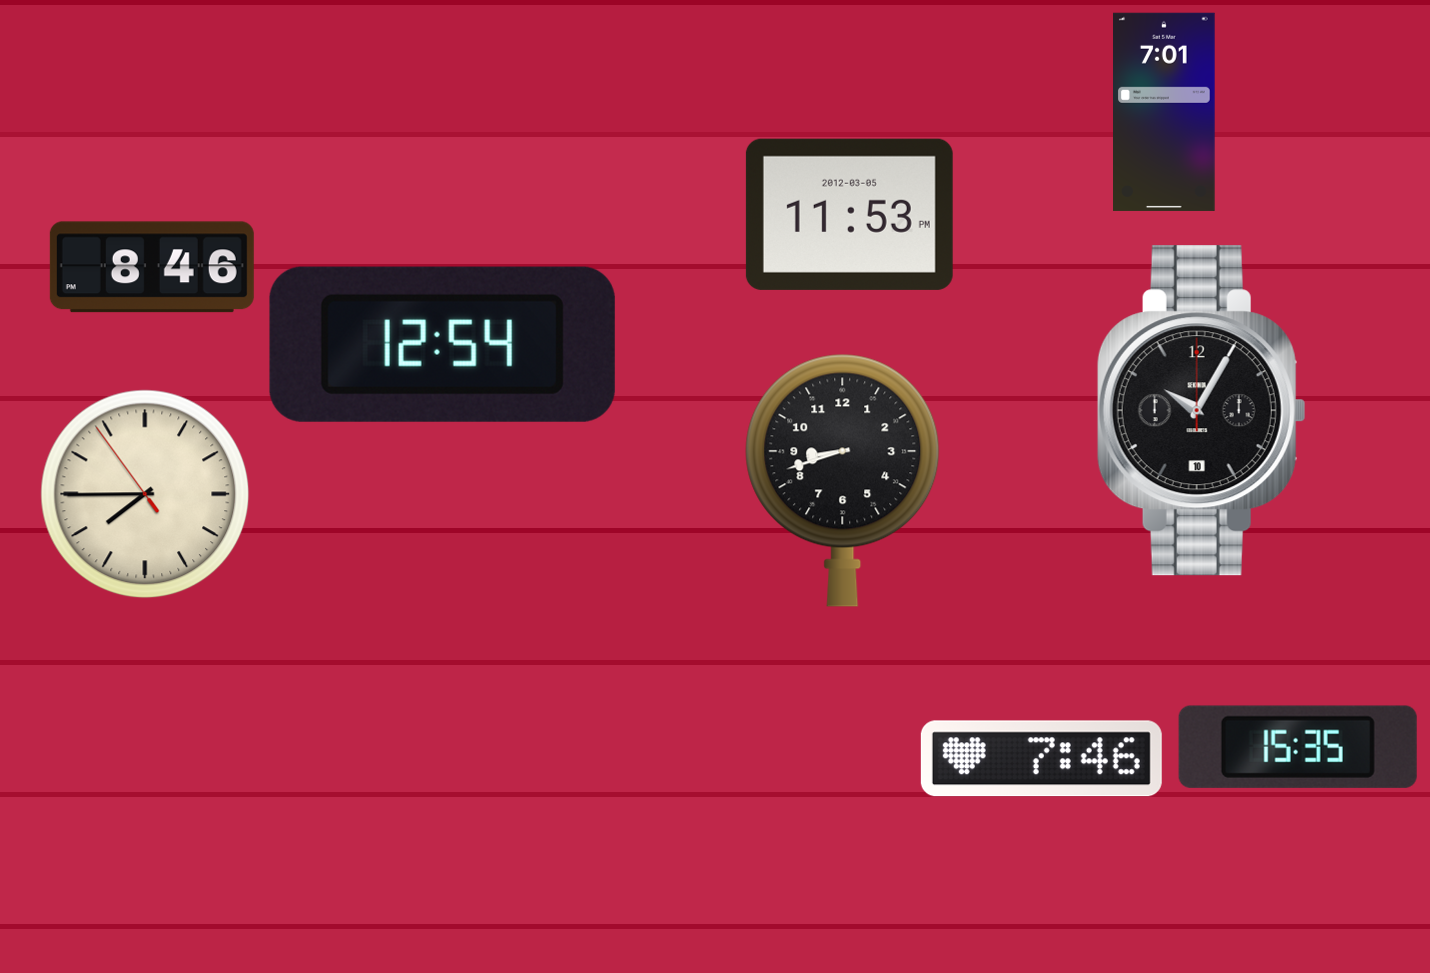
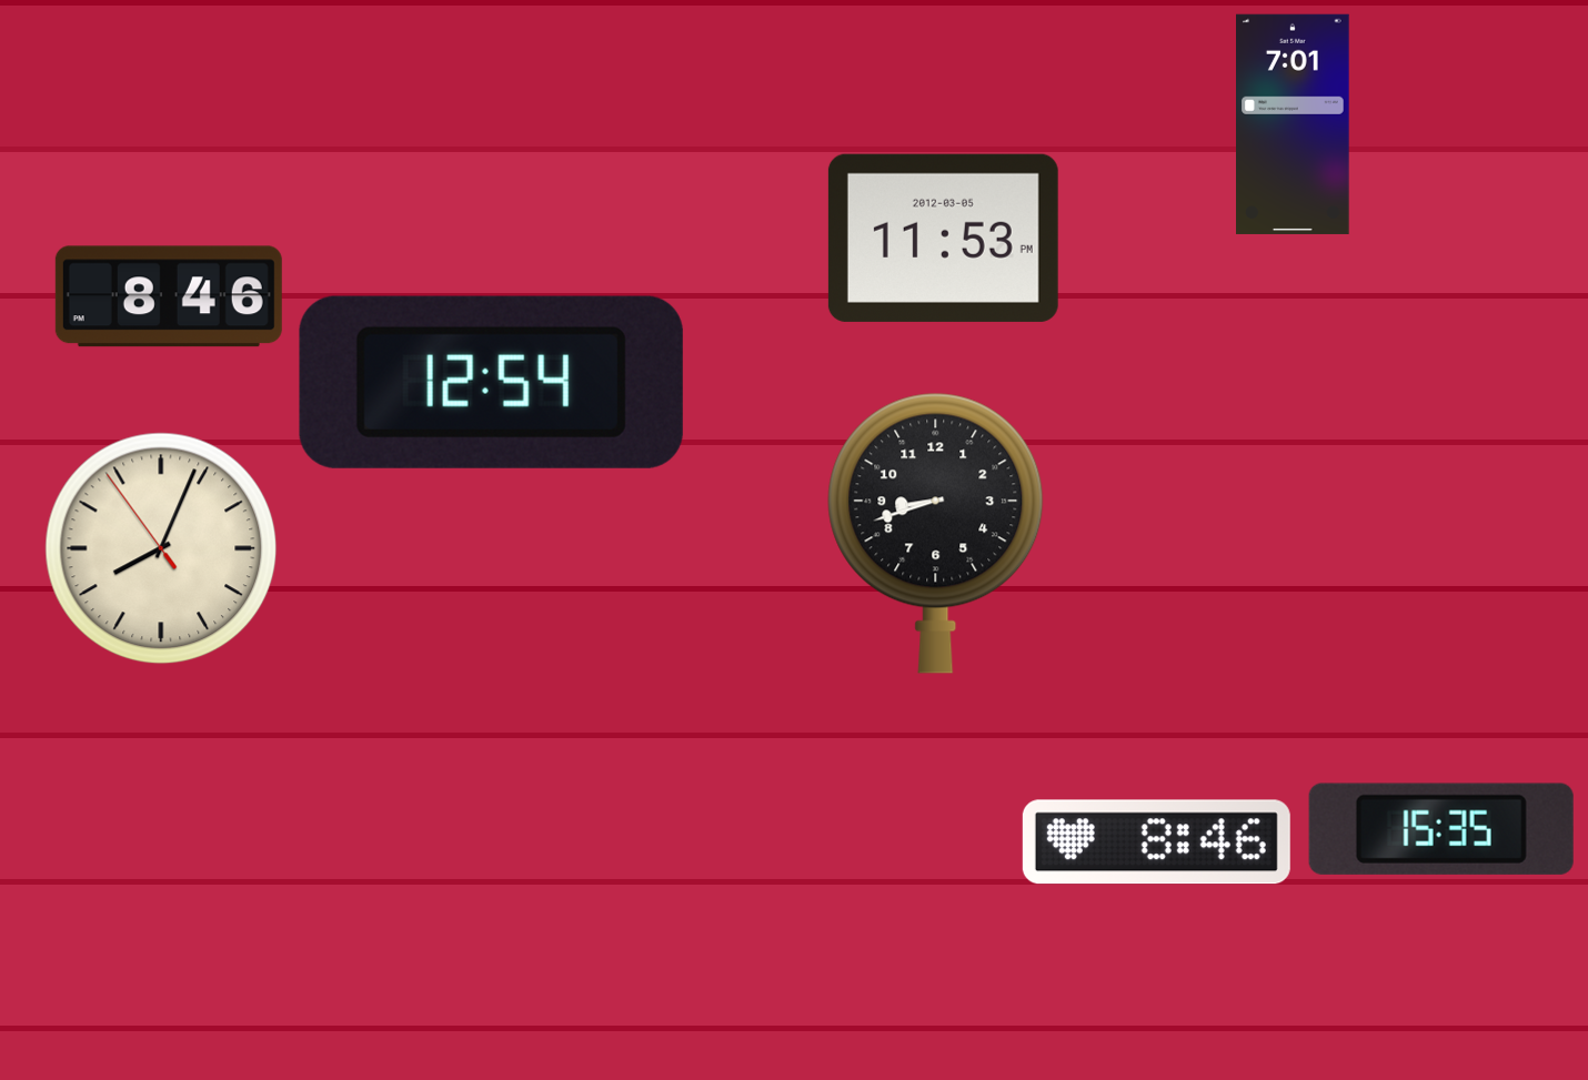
clock at (1201, 411): 10:05 -> none
clock at (145, 494): 7:44 -> 8:03
clock at (1041, 759): 7:46 -> 8:46
